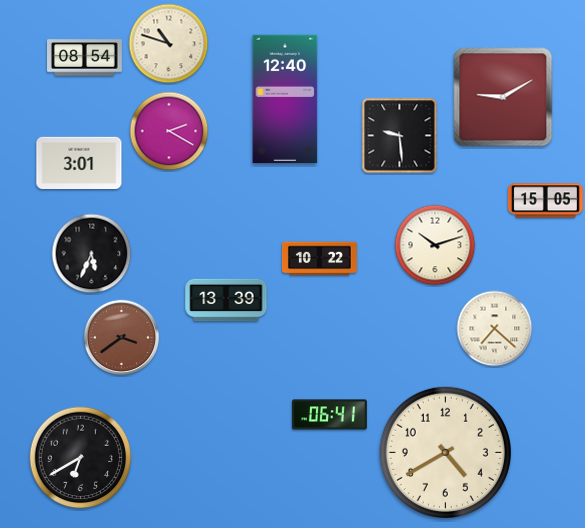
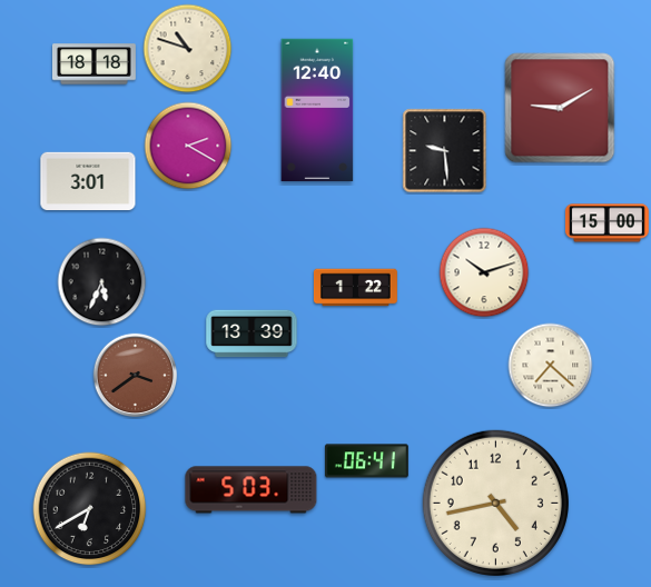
clock at (85, 58): 08:54 -> 18:18
clock at (545, 201): 15:05 -> 15:00
clock at (319, 259): 10:22 -> 1:22
clock at (251, 490): none -> 5:03
clock at (445, 452): 4:40 -> 4:43
